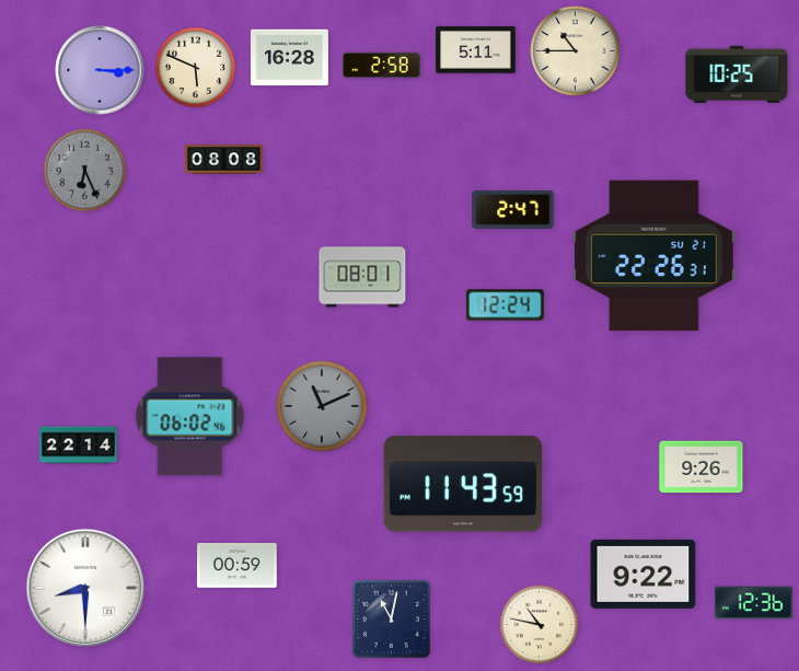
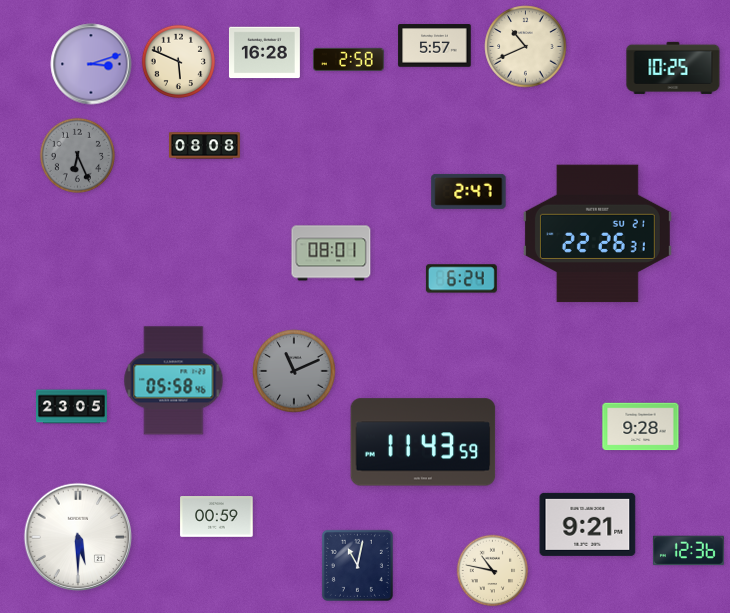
clock at (476, 50): 5:11 -> 5:57
clock at (576, 51): 10:45 -> 10:41
clock at (100, 70): 3:15 -> 3:12
clock at (505, 305): 12:24 -> 6:24
clock at (190, 417): 06:02 -> 05:58
clock at (79, 446): 22:14 -> 23:05
clock at (702, 467): 9:26 -> 9:28
clock at (644, 574): 9:22 -> 9:21
clock at (85, 588): 8:30 -> 5:30
